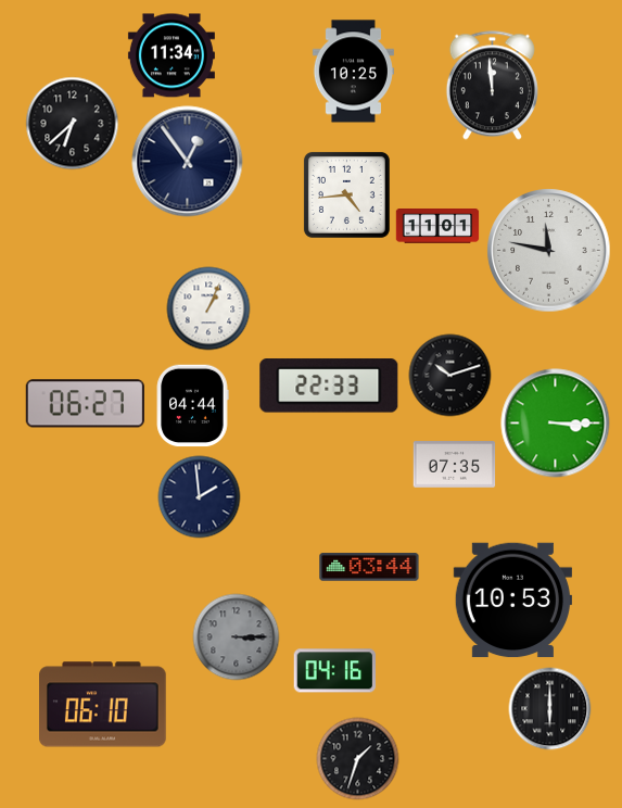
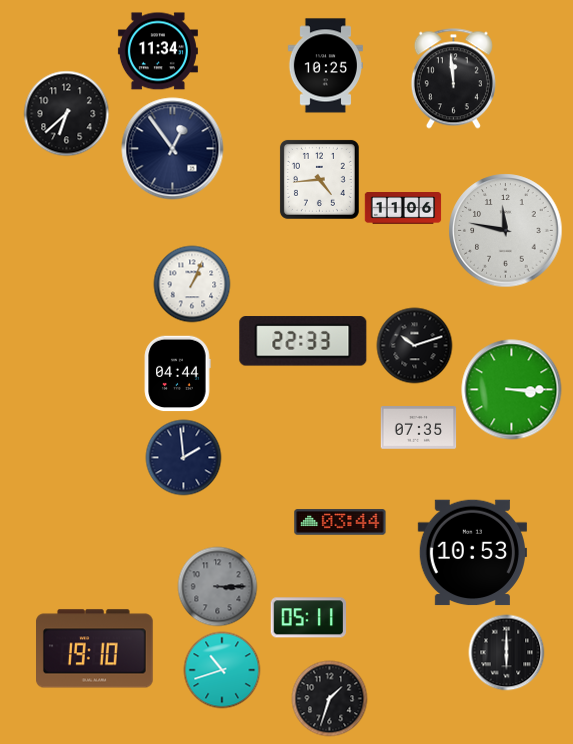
clock at (437, 226): 11:01 -> 11:06
clock at (329, 386) position: (329, 386) -> (303, 341)
clock at (85, 404): 06:27 -> none
clock at (335, 671): 04:16 -> 05:11
clock at (103, 705): 06:10 -> 19:10
clock at (222, 670): none -> 10:42
